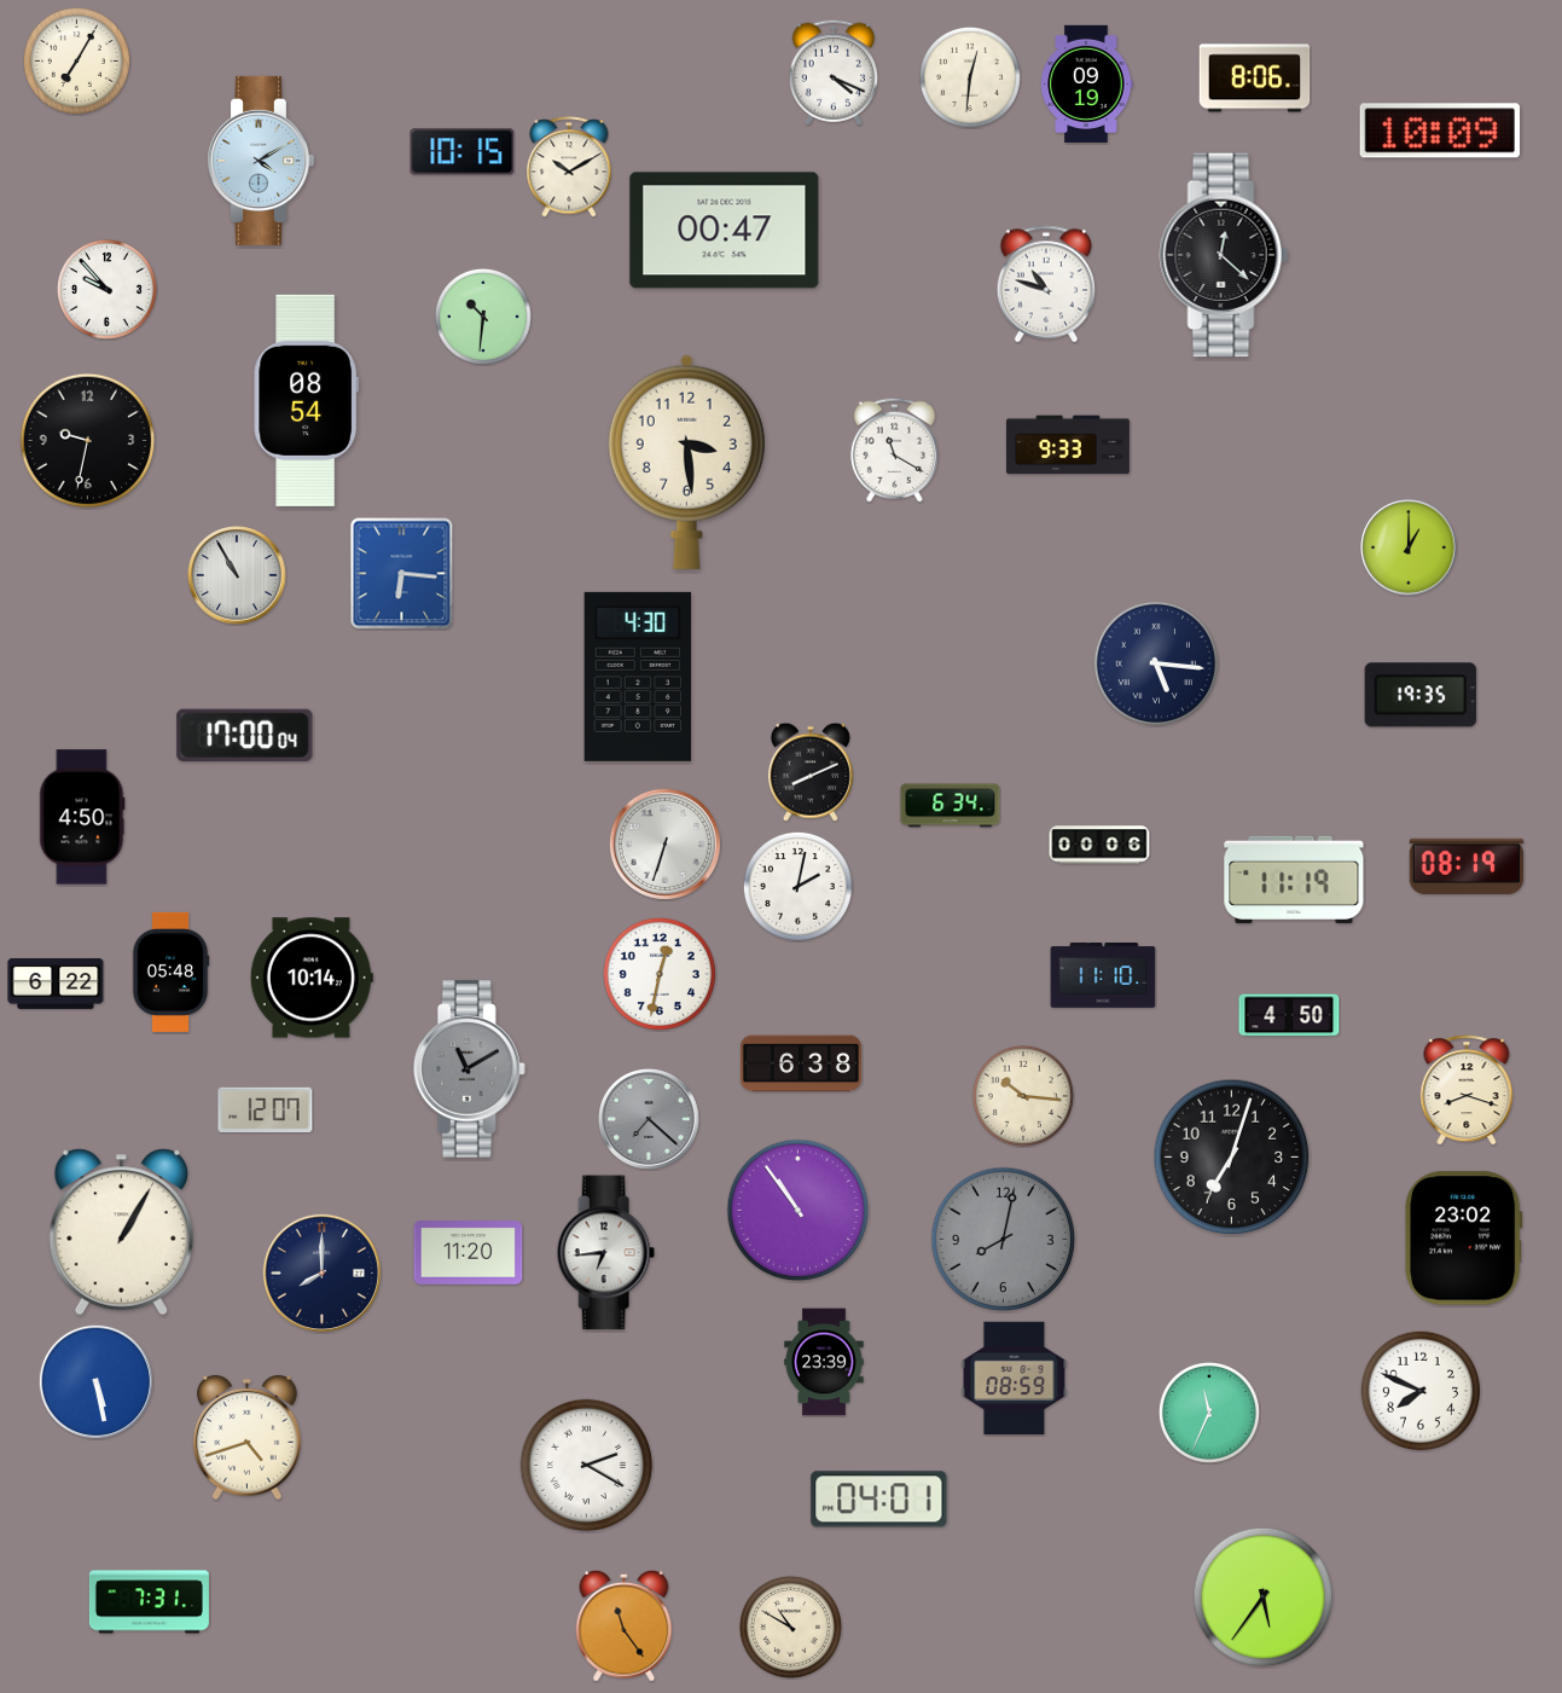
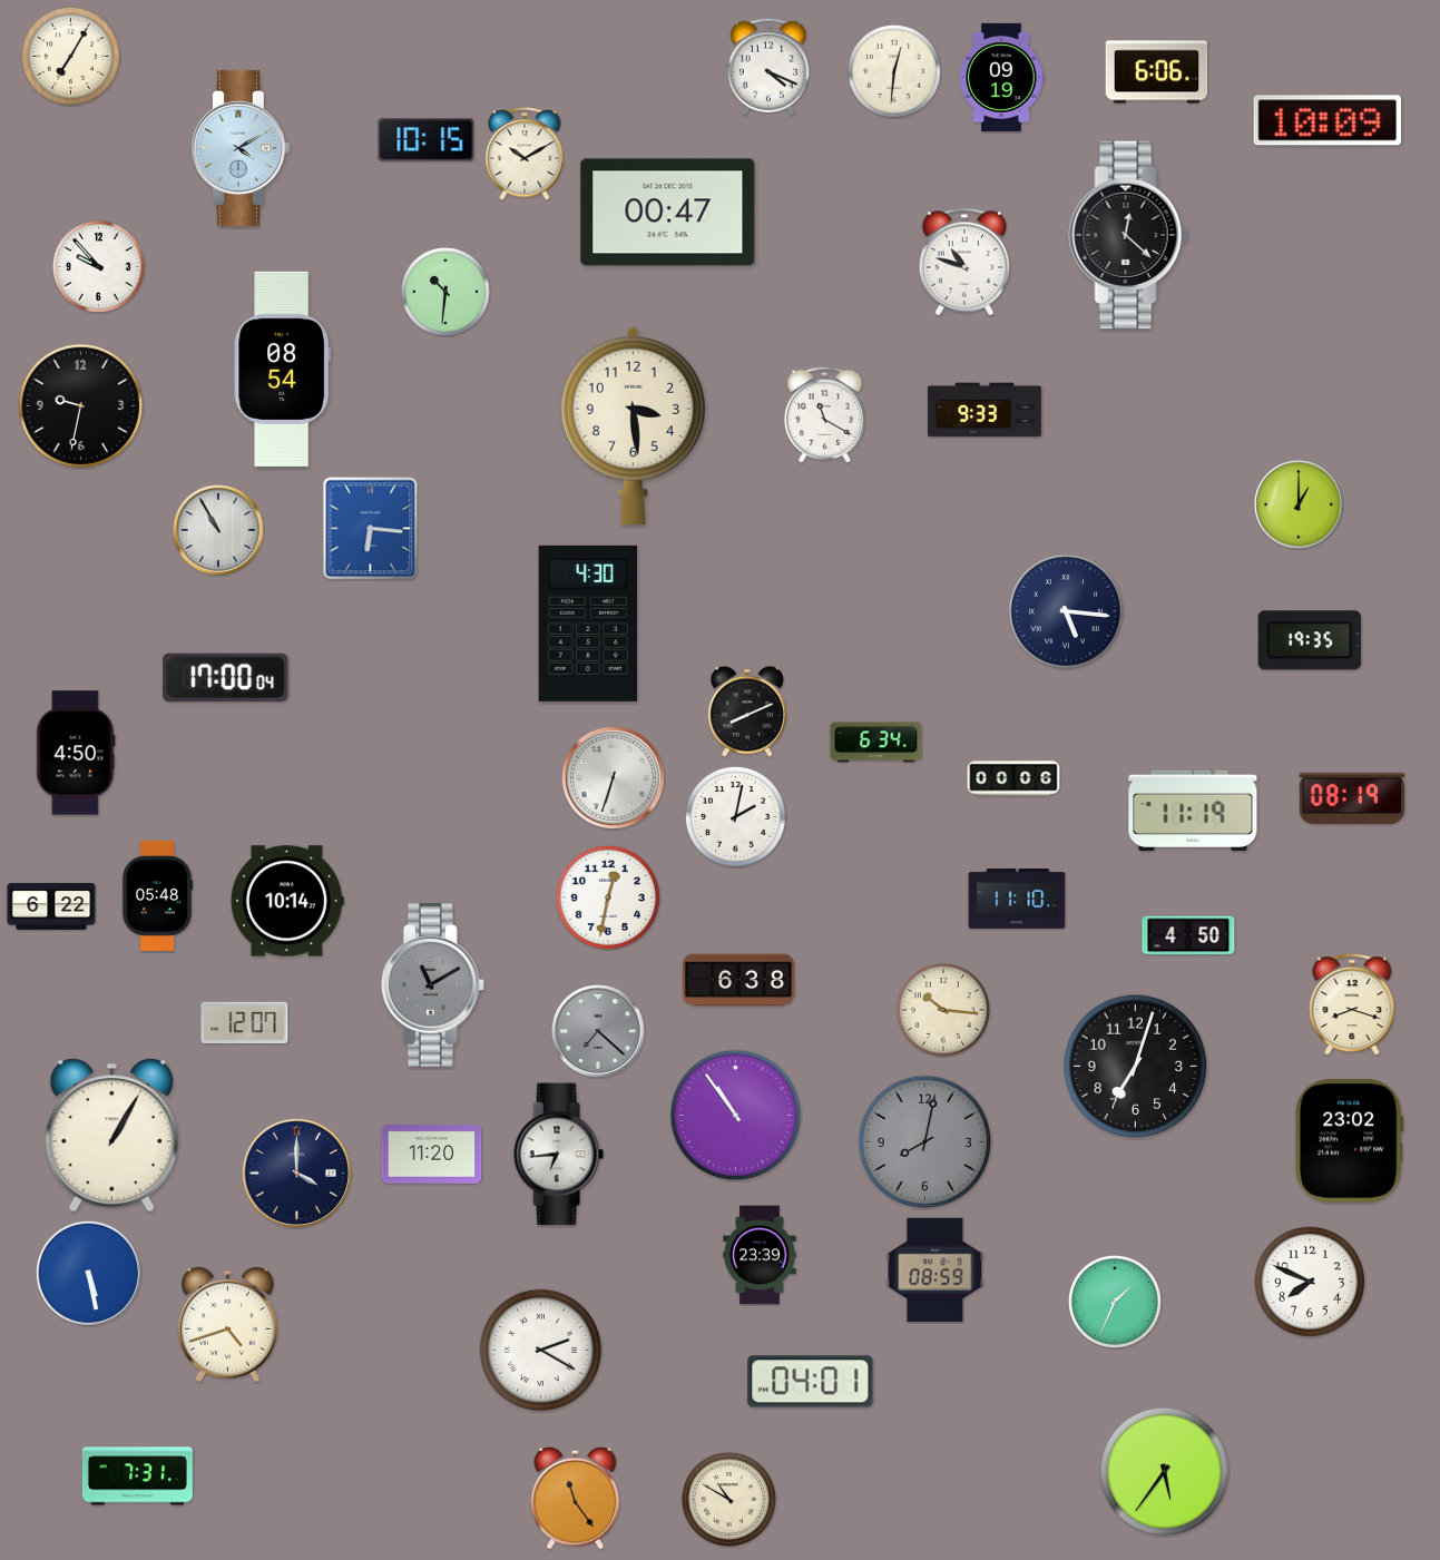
clock at (1255, 79): 8:06 -> 6:06
clock at (323, 1274): 8:00 -> 4:00
clock at (1209, 1413): 11:34 -> 1:34
